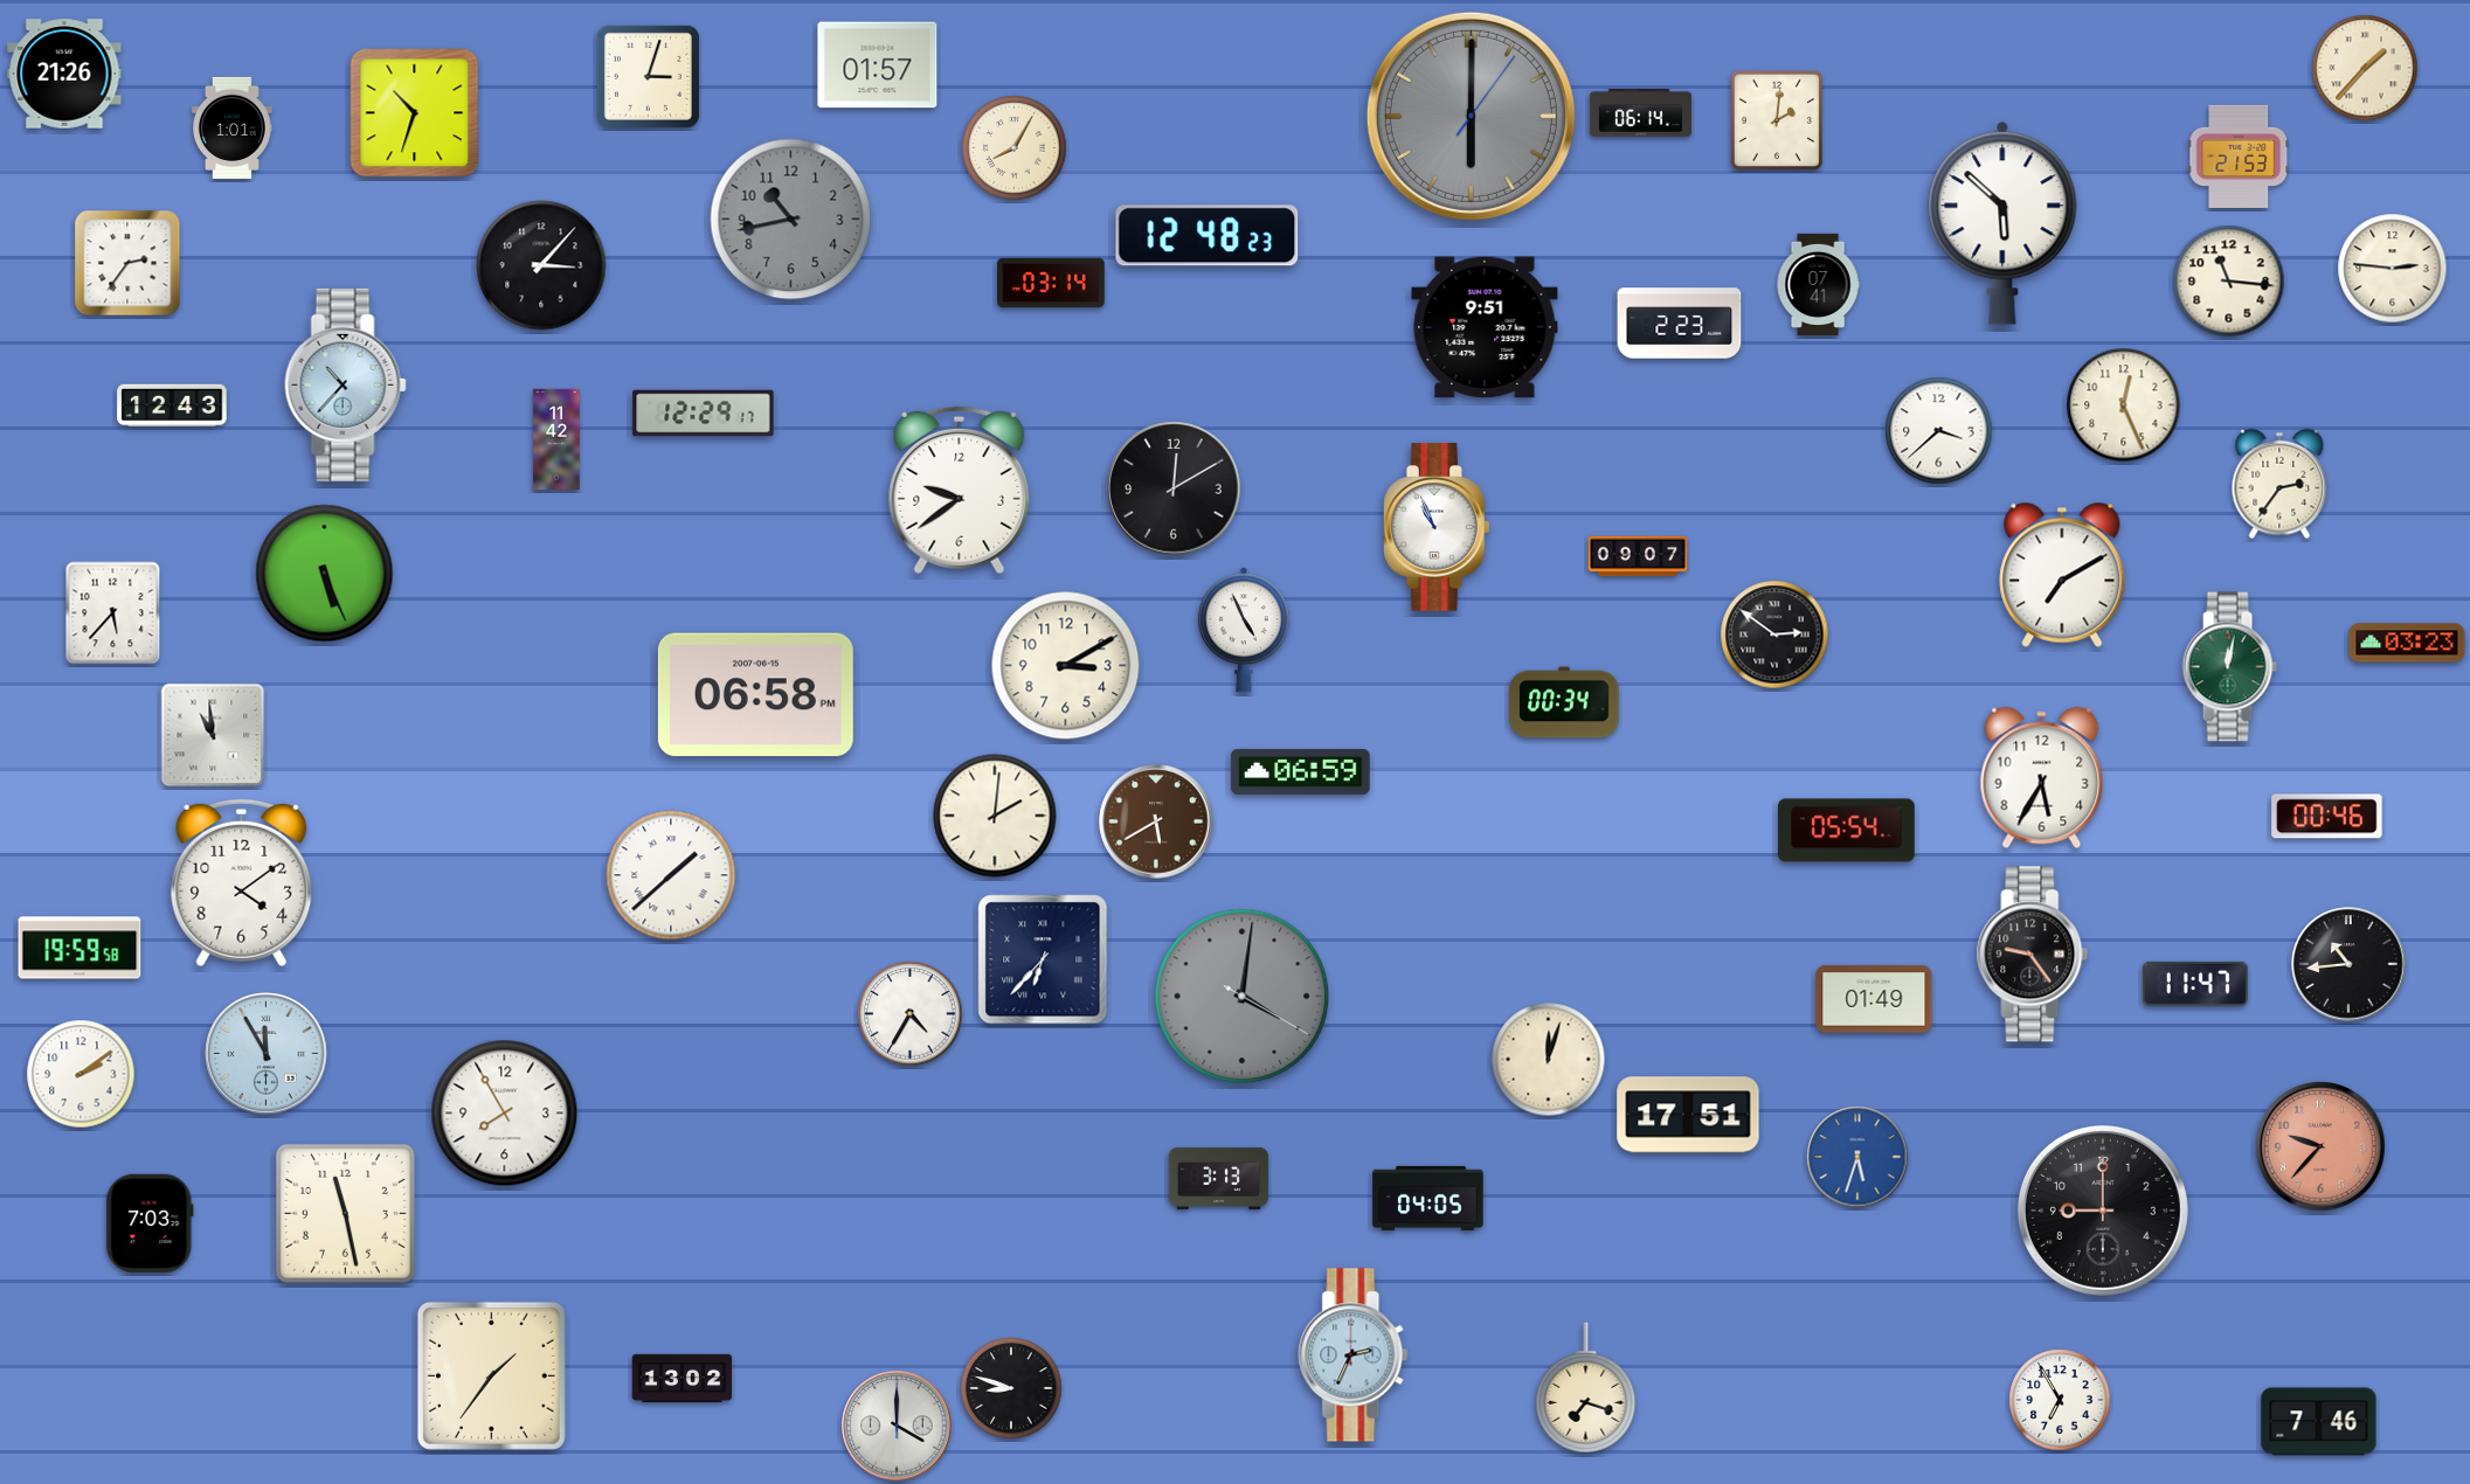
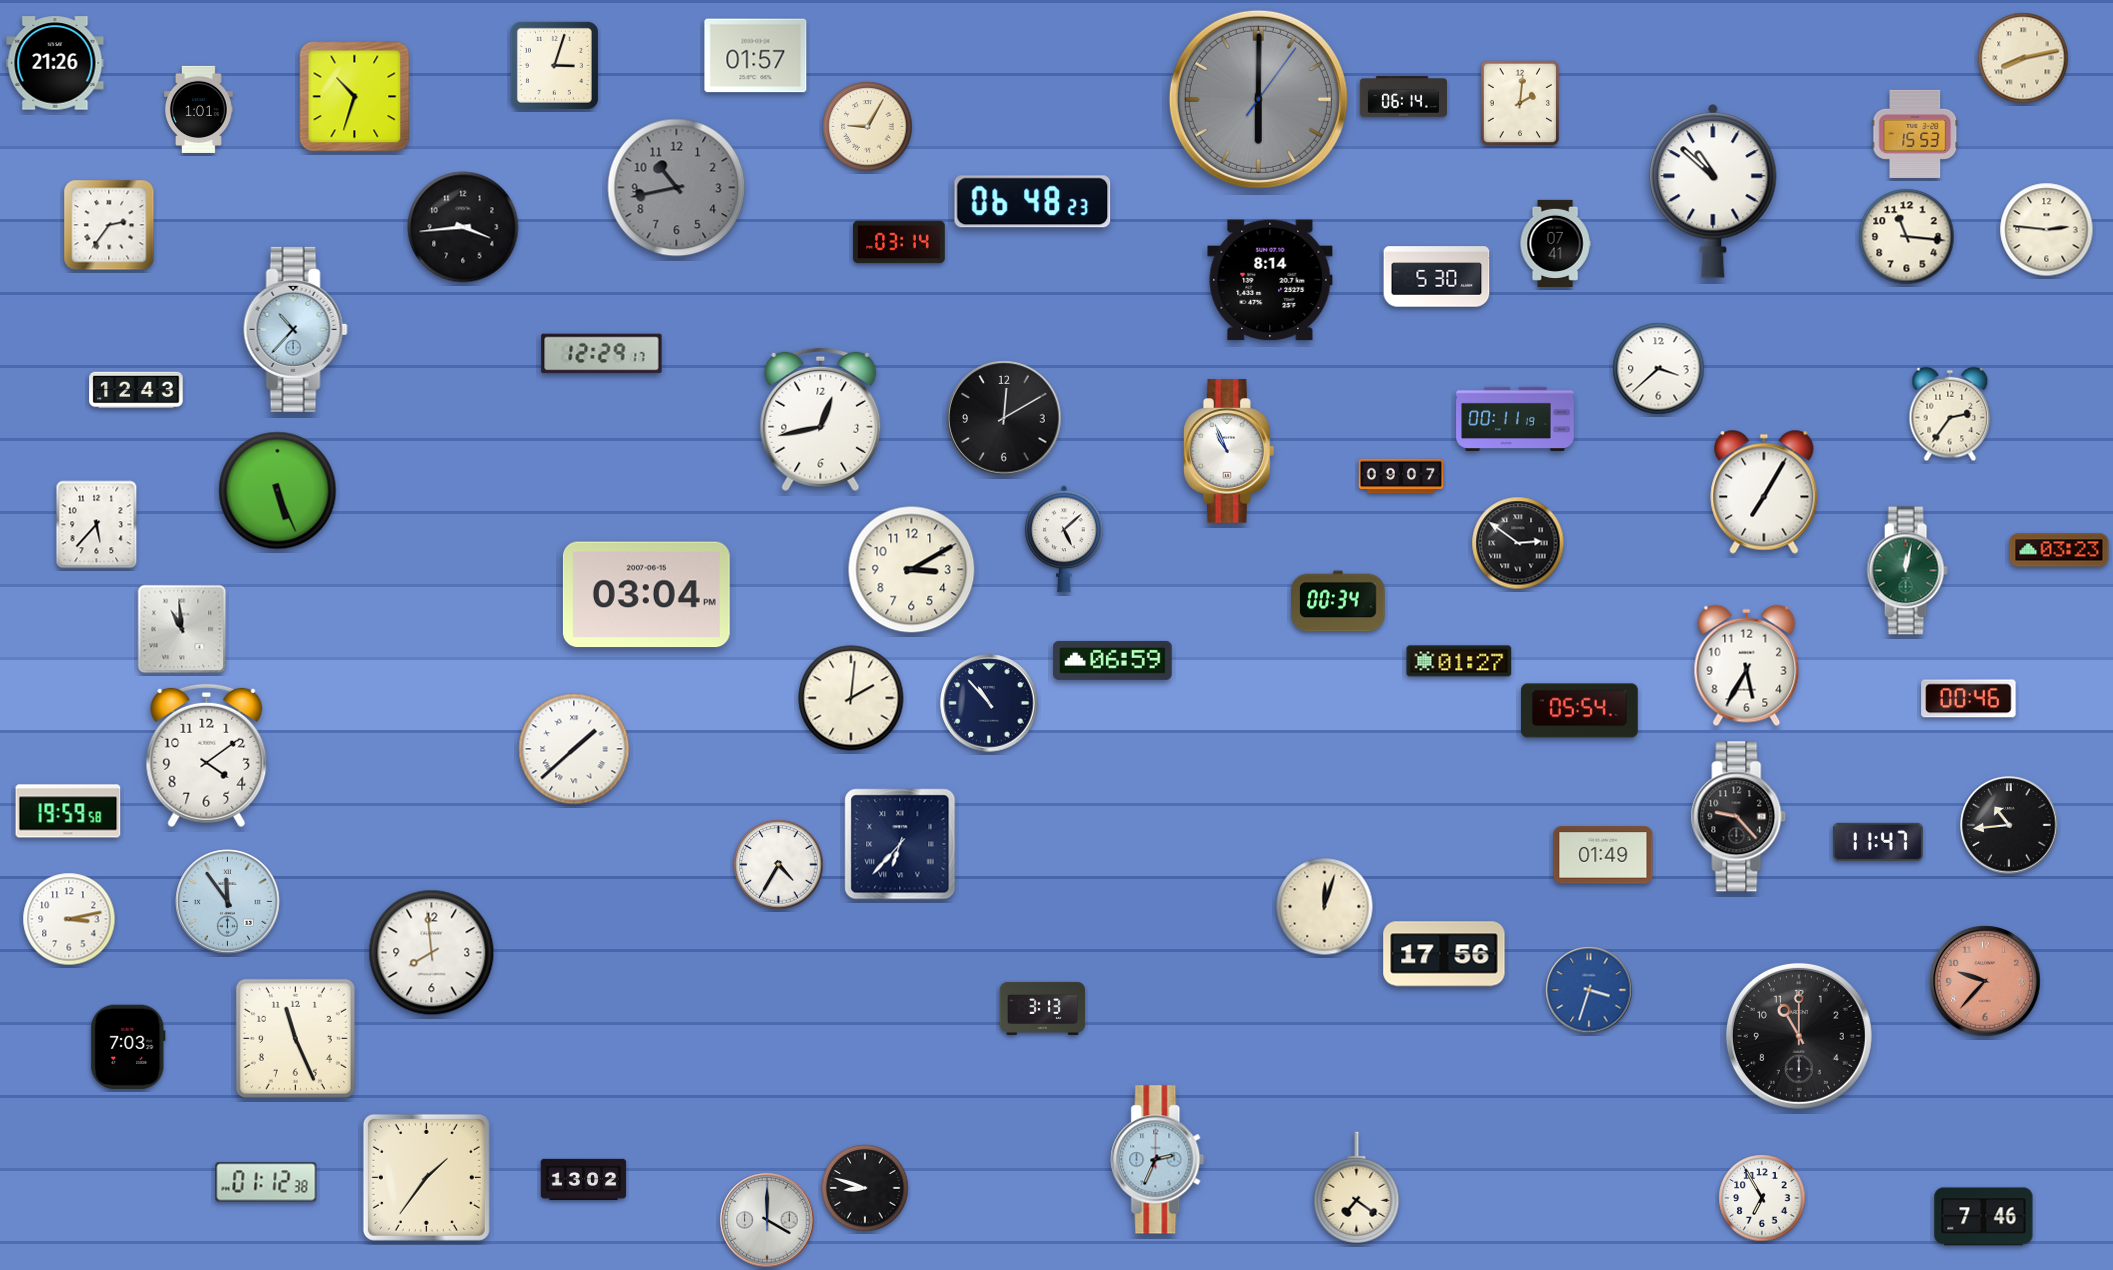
clock at (878, 65) position: (878, 65) -> (756, 56)
clock at (2365, 68): 1:37 -> 8:13
clock at (1015, 148): 8:05 -> 9:05
clock at (2239, 157): 21:53 -> 15:53
clock at (2002, 223): 5:52 -> 10:52
clock at (1208, 236): 12:48 -> 06:48
clock at (541, 265): 3:07 -> 3:44
clock at (2229, 282) position: (2229, 282) -> (1907, 237)
clock at (1680, 324): 2:23 -> 5:30
clock at (1485, 327): 9:51 -> 8:14
clock at (172, 405) position: (172, 405) -> (136, 390)
clock at (2124, 405): 12:26 -> none
clock at (556, 439): 11:42 -> none
clock at (1515, 419): none -> 00:11
clock at (960, 491): 9:39 -> 12:43
clock at (2062, 575): 7:10 -> 7:05
clock at (1244, 630): 4:56 -> 5:08
clock at (755, 695): 06:58 -> 03:04
clock at (1459, 661): none -> 01:27
clock at (2327, 817) position: (2327, 817) -> (1969, 699)
clock at (1156, 821): 5:40 -> 10:53
clock at (1156, 821) dial: brown -> navy
clock at (2033, 955): 9:24 -> 9:23
clock at (1043, 959) position: (1043, 959) -> (900, 844)
clock at (1243, 997): 4:01 -> none
clock at (911, 1014) position: (911, 1014) -> (779, 865)
clock at (267, 1054): 11:55 -> 11:54
clock at (81, 1074): 2:09 -> 3:13
clock at (505, 1114): 7:55 -> 7:59
clock at (1688, 1115): 17:51 -> 17:56
clock at (1857, 1157): 5:33 -> 3:33
clock at (1428, 1198): 04:05 -> none
clock at (2103, 1211): 9:00 -> 11:00
clock at (345, 1213): 11:28 -> 11:26
clock at (491, 1375) position: (491, 1375) -> (426, 1177)
clock at (266, 1182): none -> 01:12
clock at (1586, 1388): 7:18 -> 7:21
